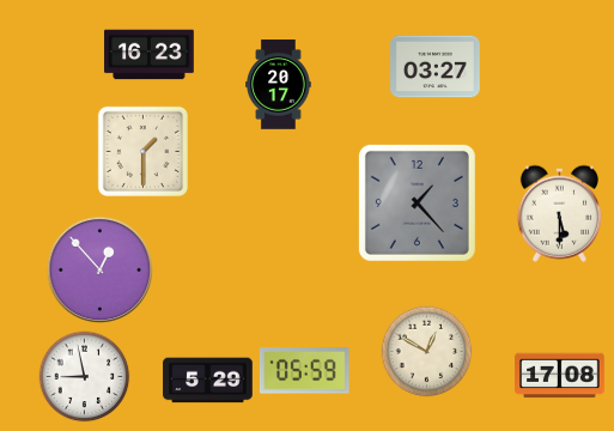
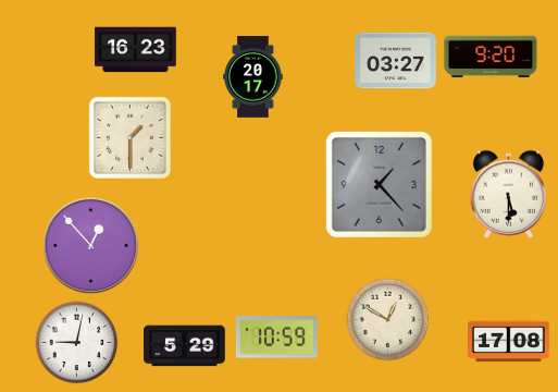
clock at (491, 57): none -> 9:20
clock at (304, 371): 05:59 -> 10:59
clock at (85, 377): 8:58 -> 9:02
clock at (208, 381) position: (208, 381) -> (185, 346)
